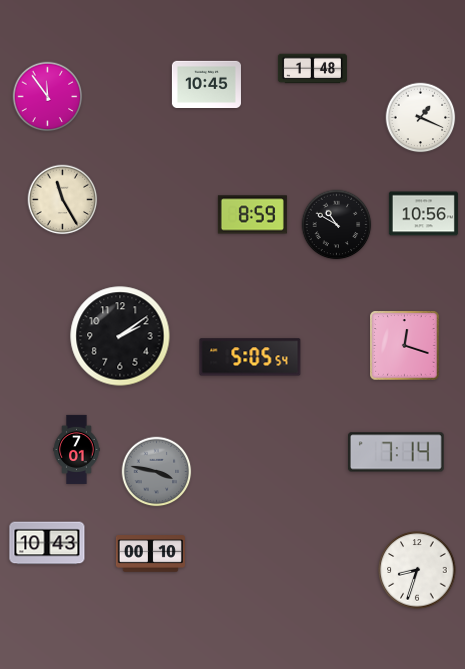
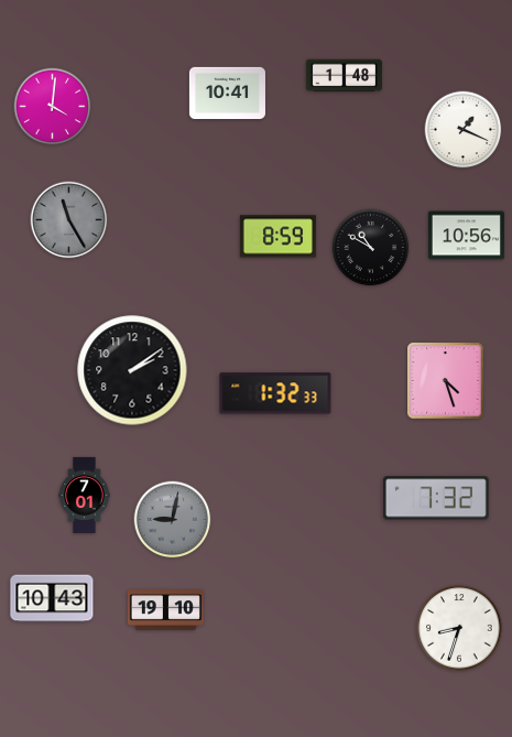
clock at (206, 84): 10:45 -> 10:41
clock at (48, 97): 11:54 -> 4:01
clock at (63, 200) dial: cream -> grey
clock at (405, 346): 12:18 -> 4:27
clock at (250, 357): 5:05 -> 1:32
clock at (396, 452): 7:14 -> 7:32
clock at (157, 472): 3:47 -> 9:02
clock at (150, 554): 00:10 -> 19:10
